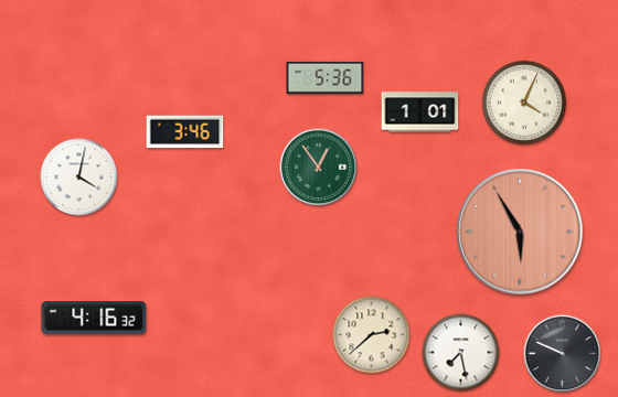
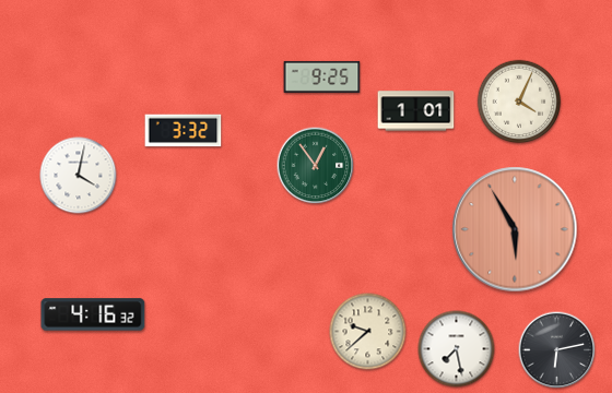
clock at (326, 77): 5:36 -> 9:25
clock at (185, 132): 3:46 -> 3:32
clock at (372, 335): 2:38 -> 9:38
clock at (563, 354): 9:49 -> 6:13
